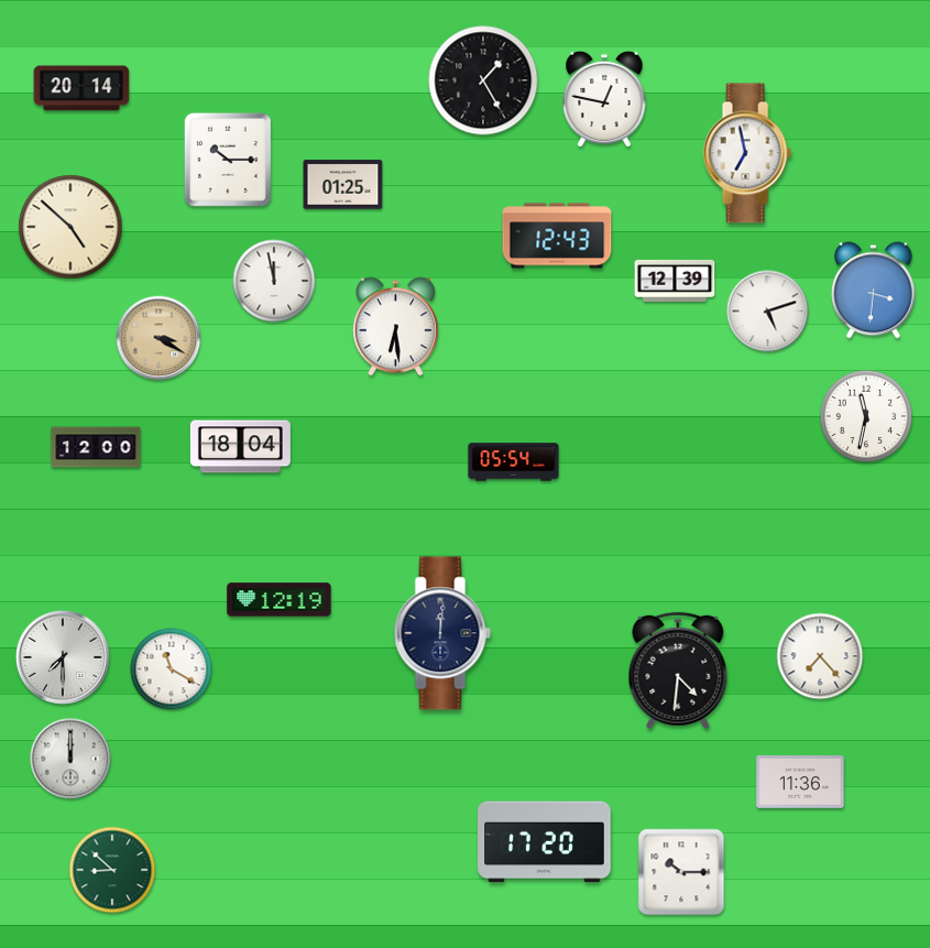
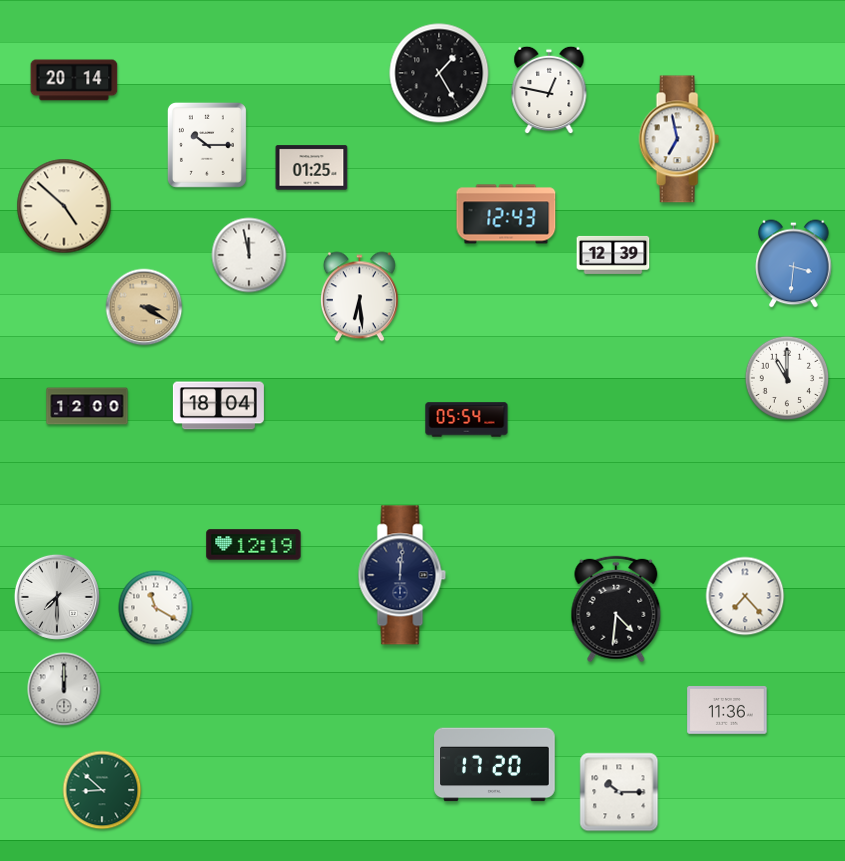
clock at (768, 312): 5:12 -> none
clock at (866, 416): 11:32 -> 11:00
